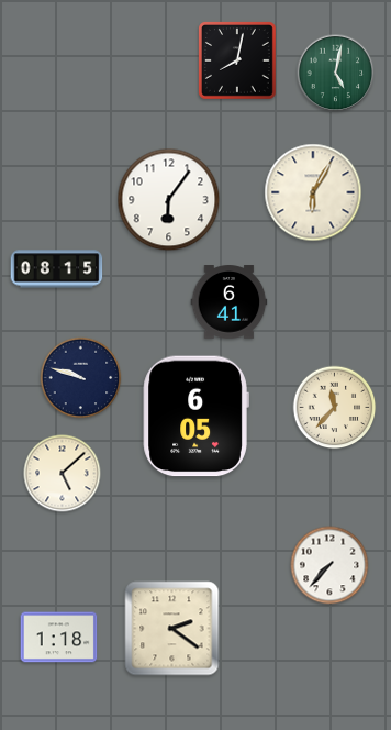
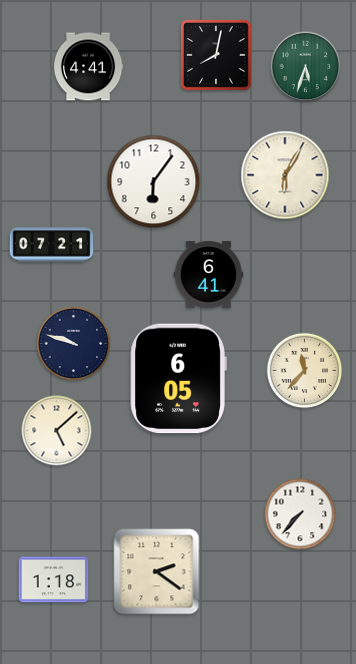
clock at (88, 67): none -> 4:41
clock at (336, 74): 5:02 -> 5:33
clock at (57, 269): 08:15 -> 07:21
